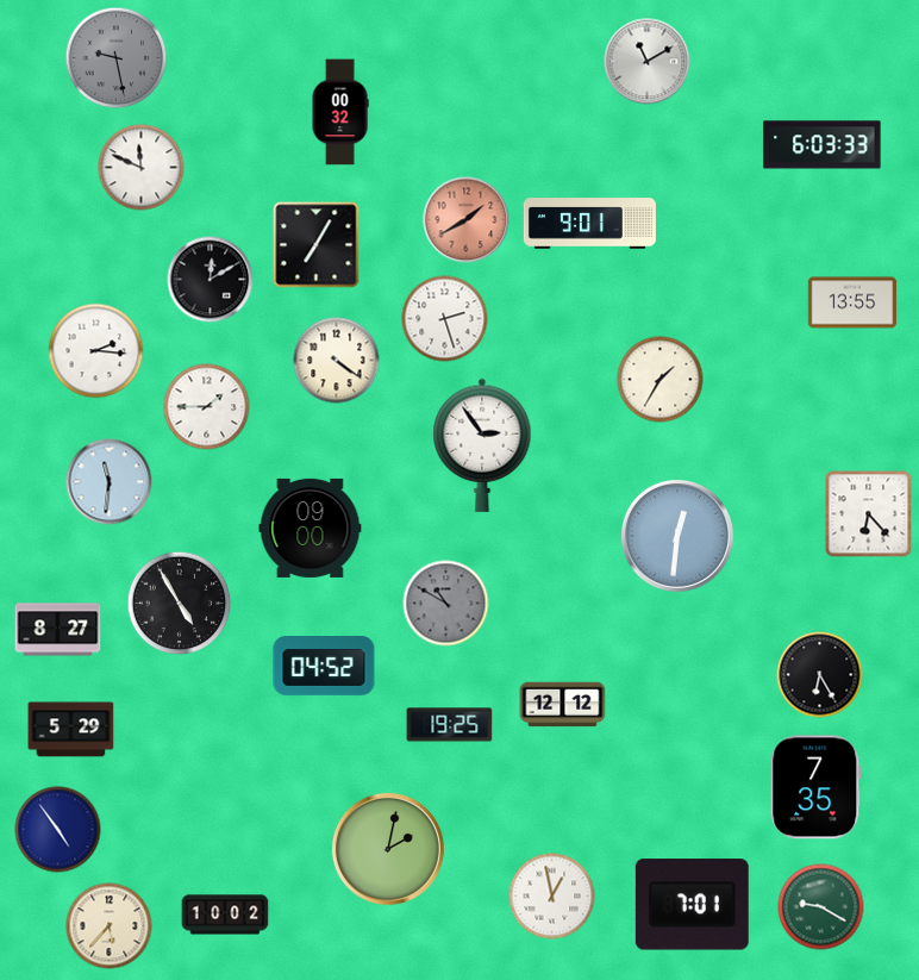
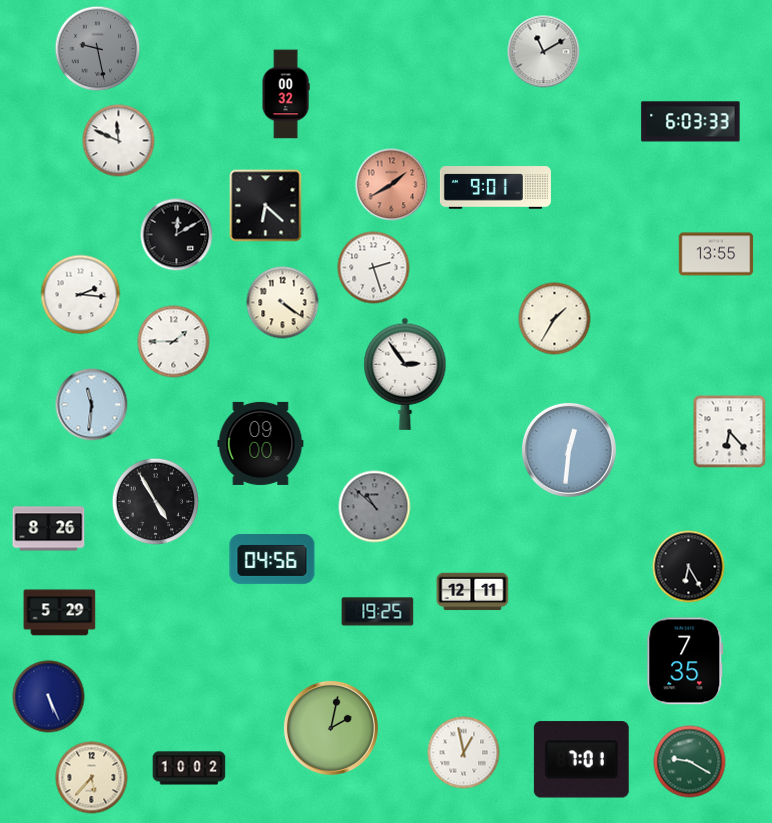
clock at (317, 245): 7:05 -> 6:22
clock at (180, 604) position: (180, 604) -> (156, 502)
clock at (446, 604): 10:50 -> 10:52
clock at (58, 630): 8:27 -> 8:26
clock at (324, 667): 04:52 -> 04:56
clock at (563, 705): 12:12 -> 12:11
clock at (450, 725) position: (450, 725) -> (378, 612)
clock at (58, 830): 4:54 -> 5:26
clock at (388, 849) position: (388, 849) -> (331, 728)
